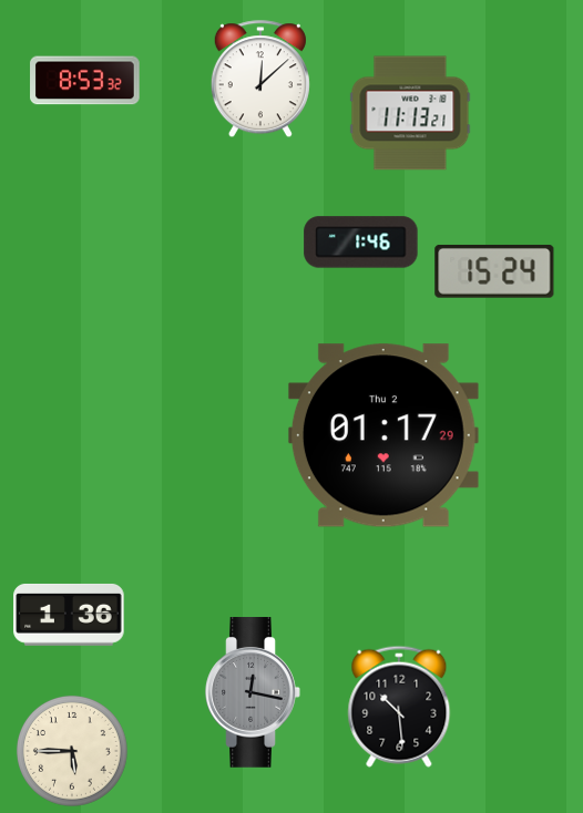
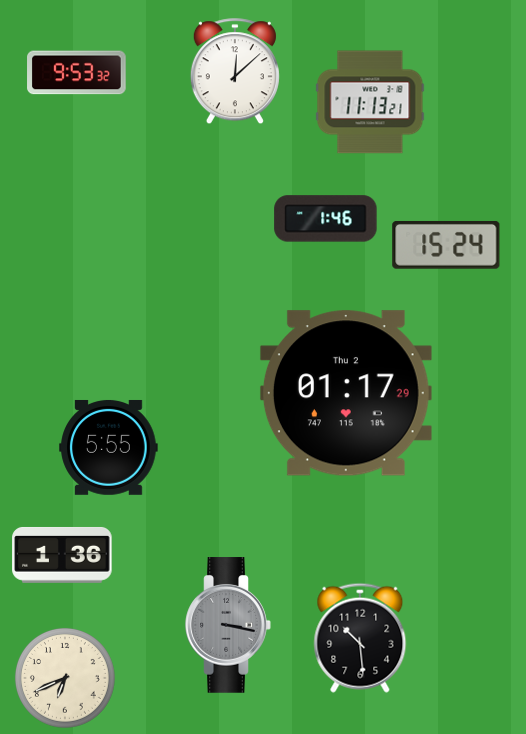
clock at (85, 81): 8:53 -> 9:53
clock at (109, 447): none -> 5:55
clock at (253, 692): 12:17 -> 3:17
clock at (72, 751): 5:45 -> 6:41
